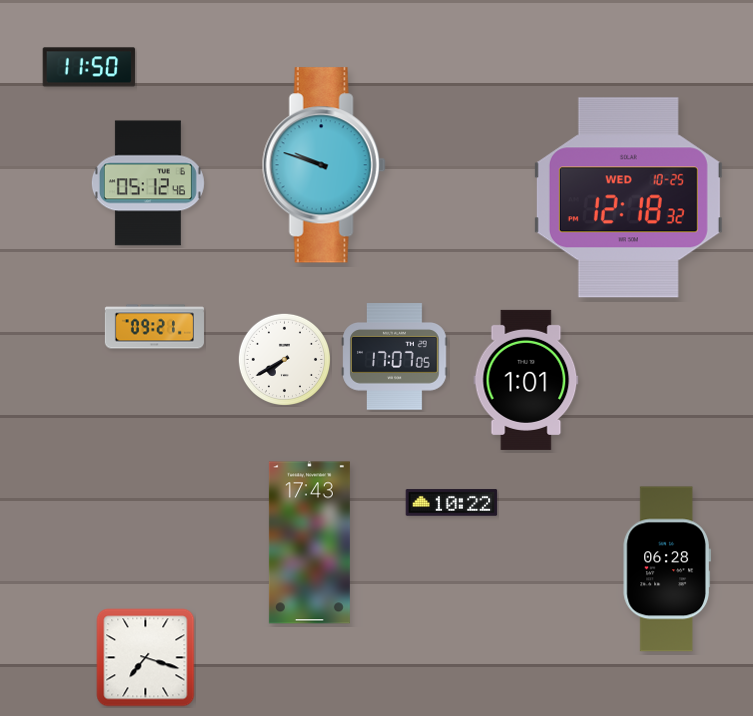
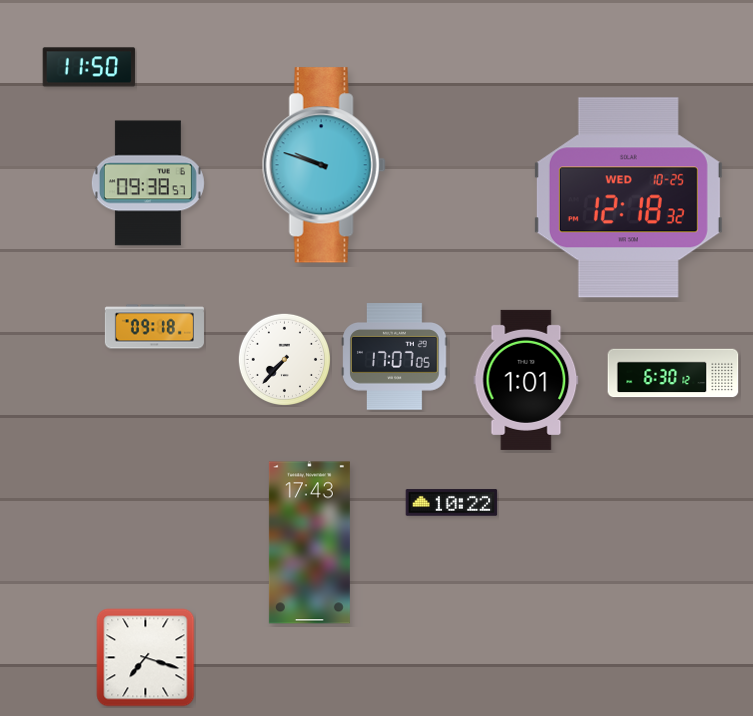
clock at (148, 183): 05:12 -> 09:38
clock at (154, 327): 09:21 -> 09:18
clock at (284, 359): 7:40 -> 7:37
clock at (673, 373): none -> 6:30
clock at (667, 569): 06:28 -> none
